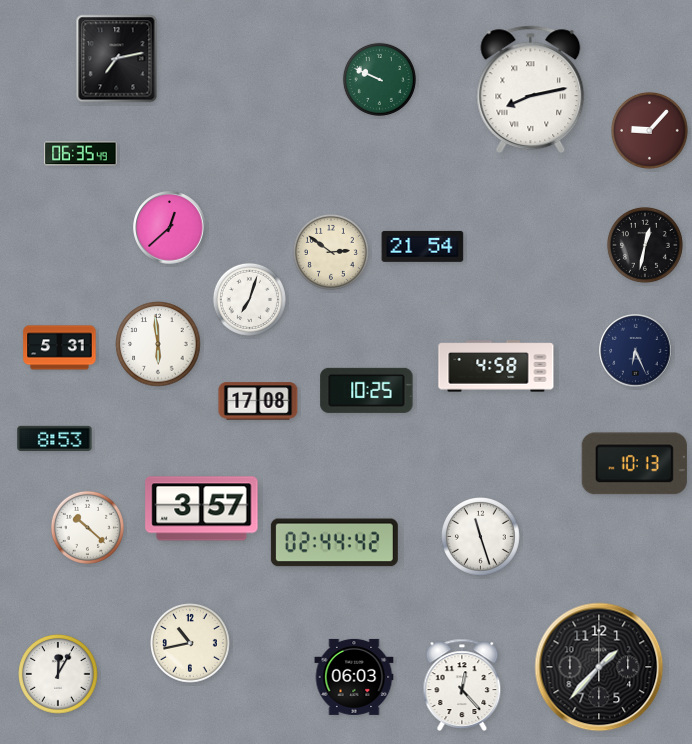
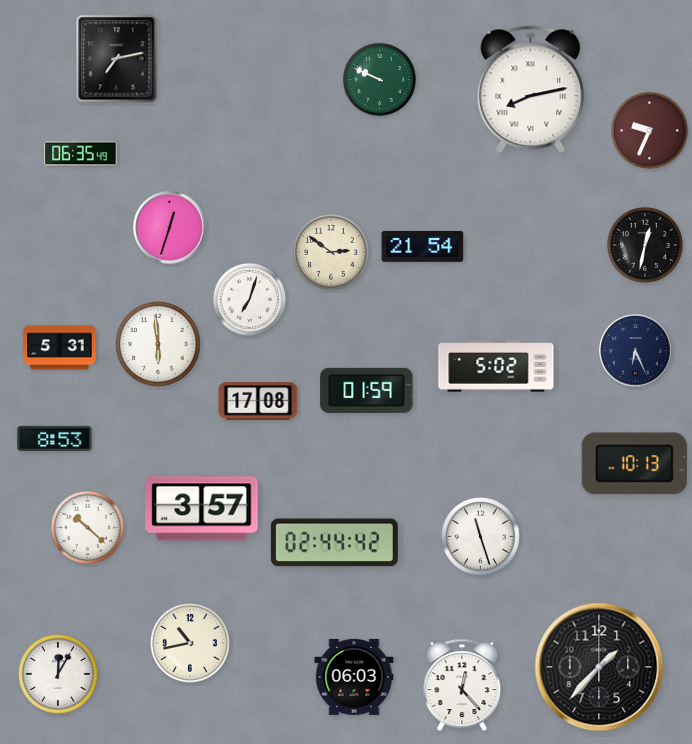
clock at (649, 130): 9:07 -> 9:34
clock at (170, 228): 12:38 -> 12:33
clock at (496, 366): 4:58 -> 5:02
clock at (367, 390): 10:25 -> 01:59
